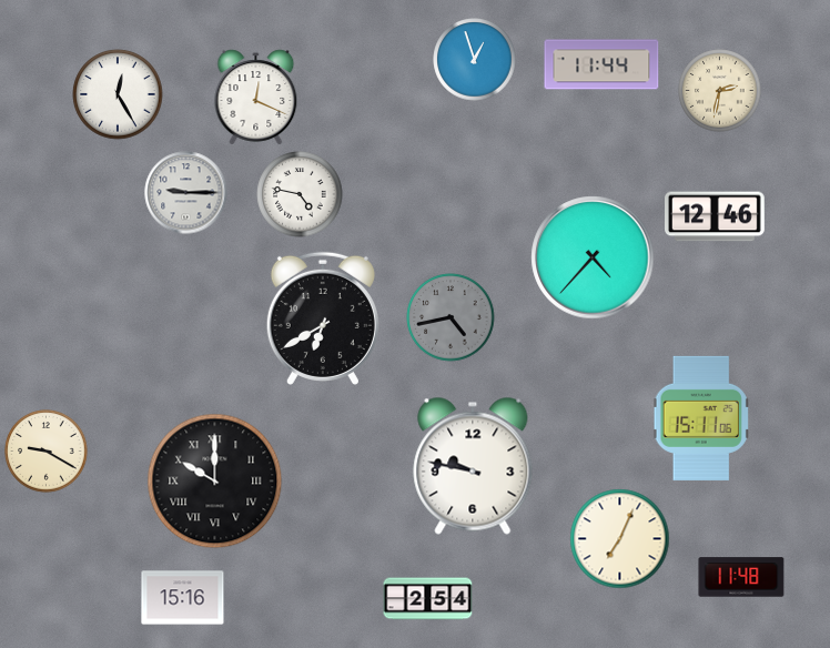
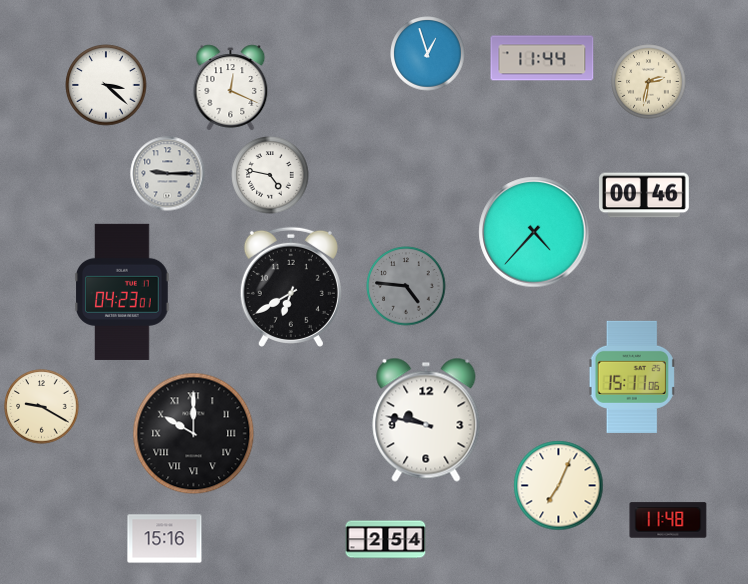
clock at (118, 94): 12:25 -> 3:22
clock at (716, 216): 12:46 -> 00:46
clock at (451, 317): 4:43 -> 4:46
clock at (122, 292): none -> 04:23
